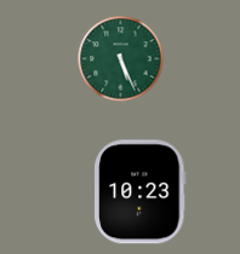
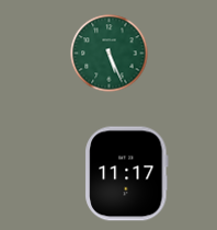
clock at (141, 192): 10:23 -> 11:17
